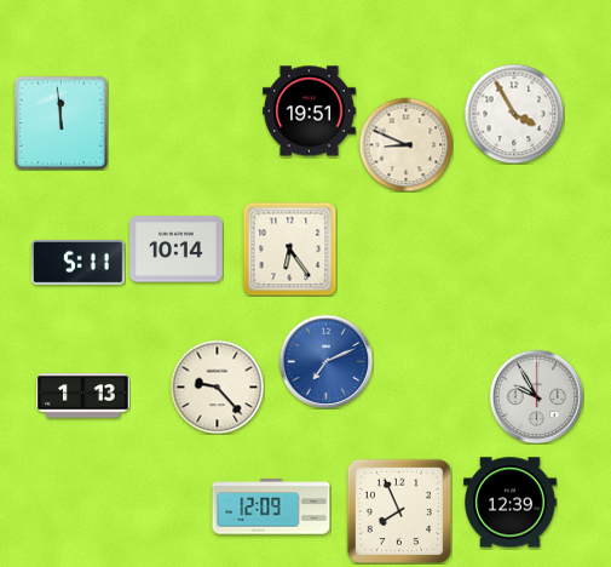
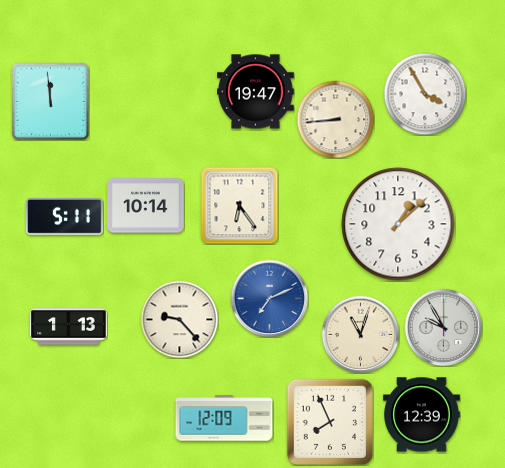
clock at (310, 111): 19:51 -> 19:47
clock at (405, 144): 8:49 -> 8:44
clock at (398, 224): none -> 1:08
clock at (360, 334): none -> 11:03
